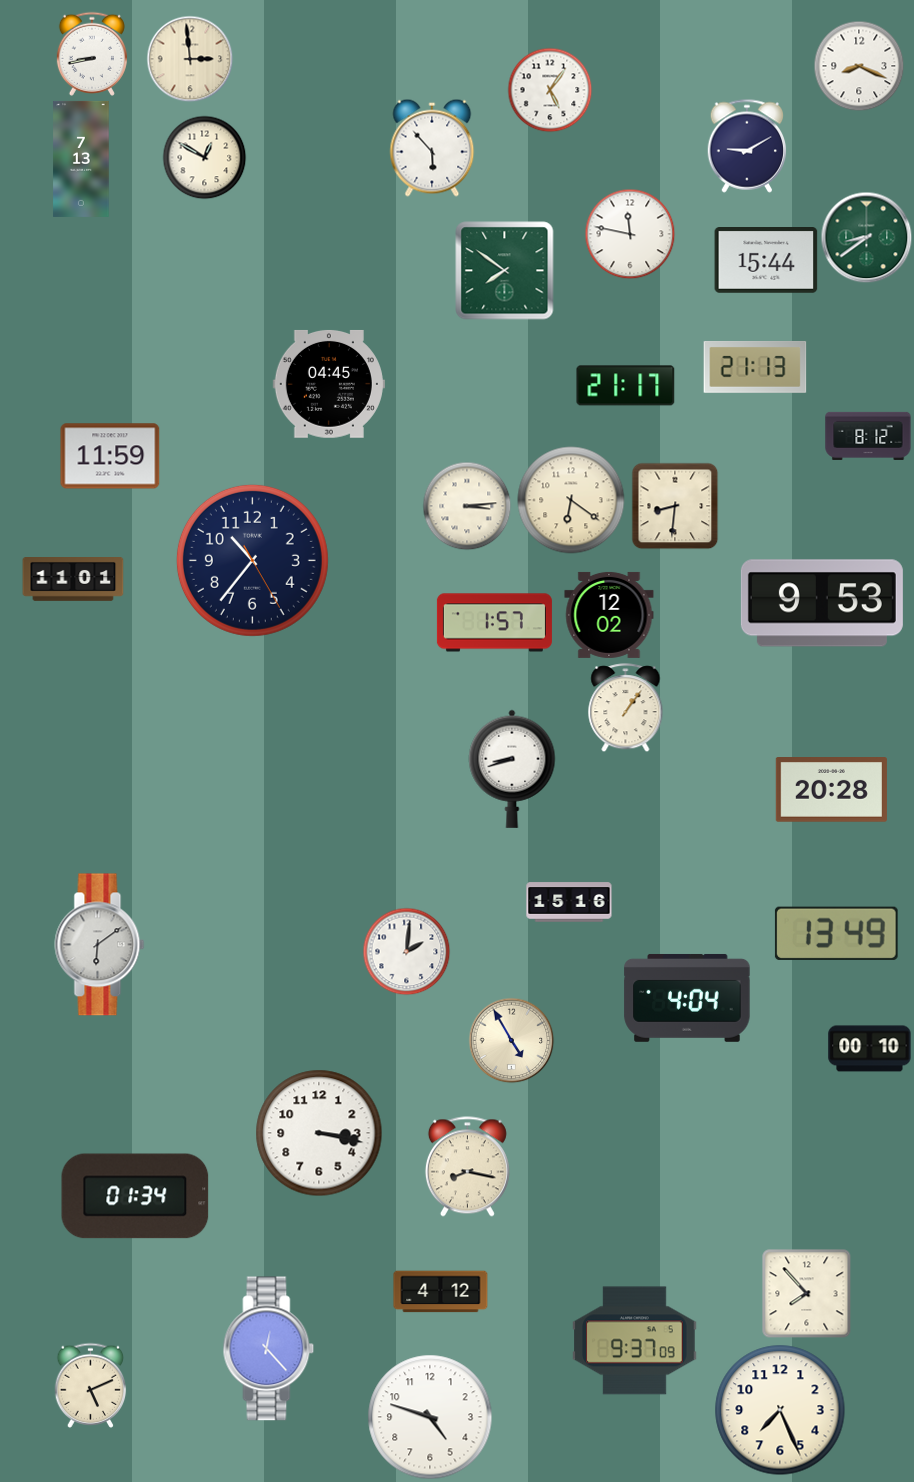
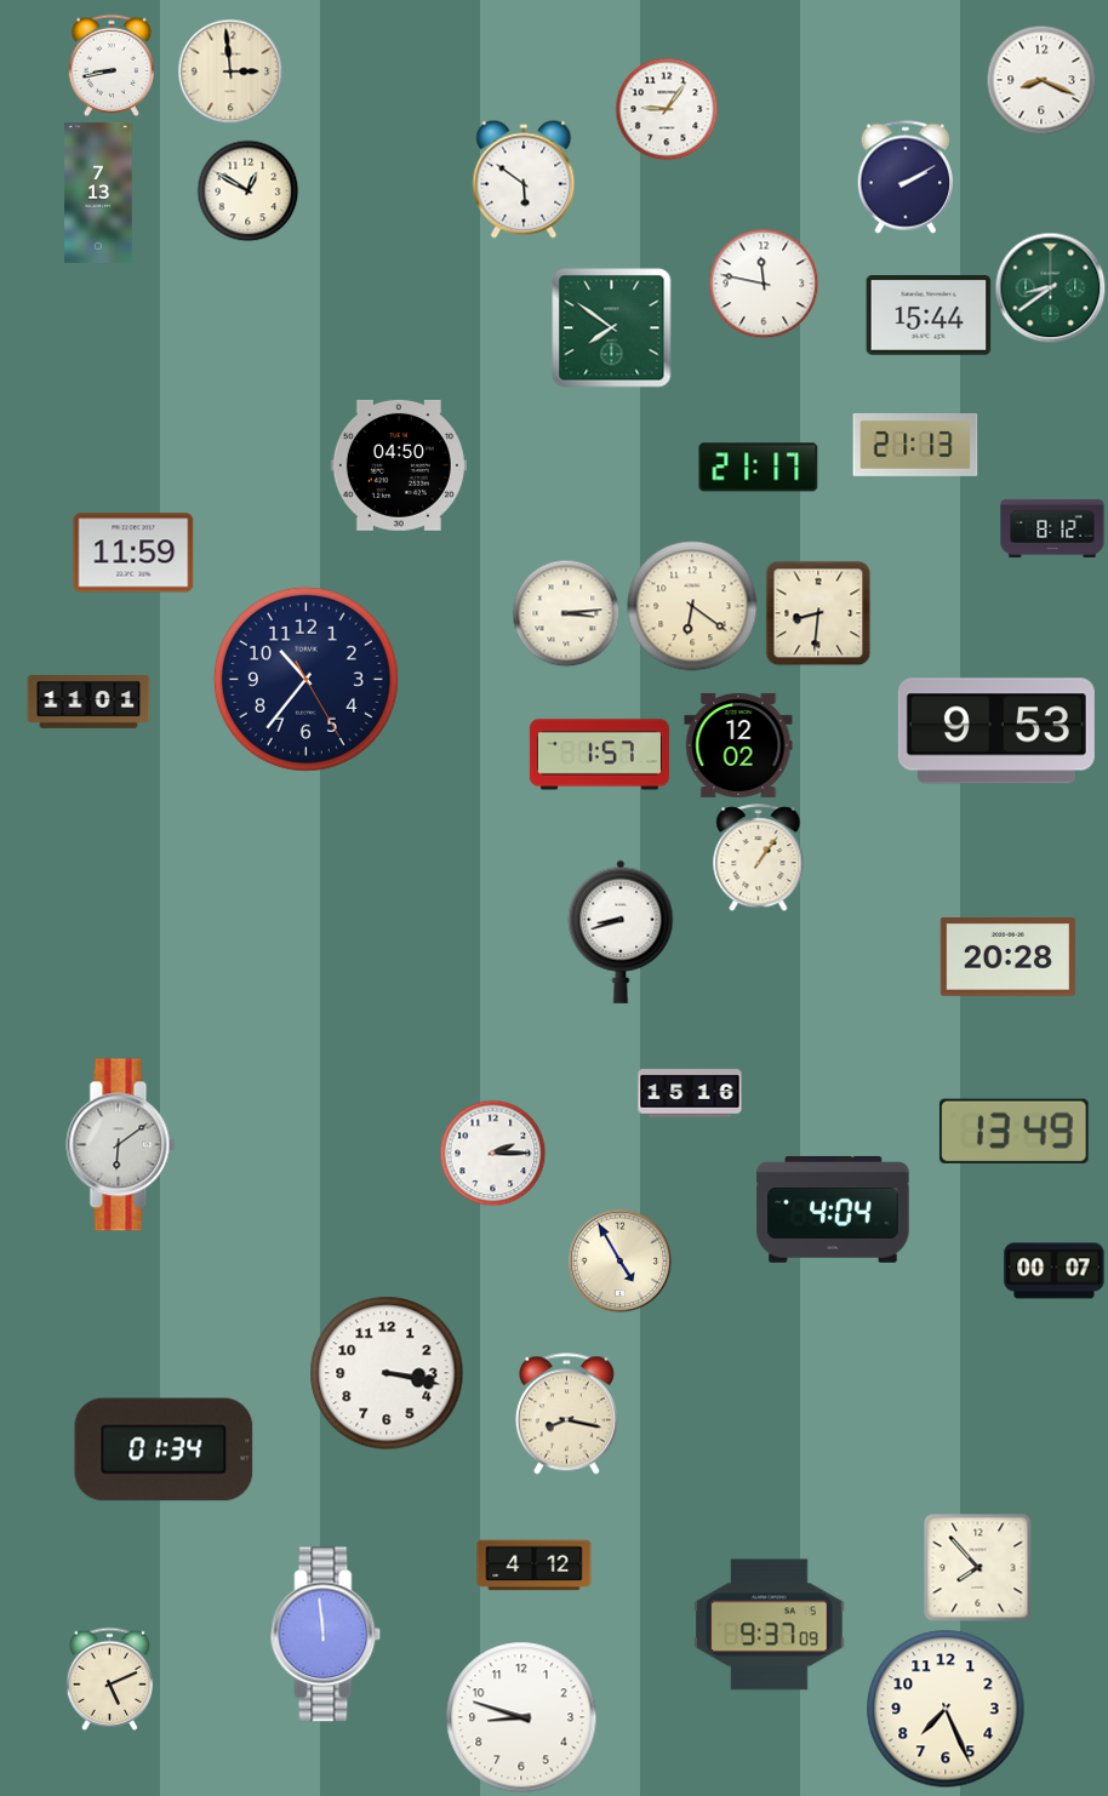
clock at (550, 90): 5:06 -> 9:06
clock at (747, 146): 9:10 -> 2:10
clock at (432, 148): 5:53 -> 5:51
clock at (329, 384): 04:45 -> 04:50
clock at (406, 951): 2:01 -> 2:15
clock at (870, 1049): 00:10 -> 00:07
clock at (269, 1349): 12:23 -> 11:59
clock at (430, 1417): 4:48 -> 8:48
